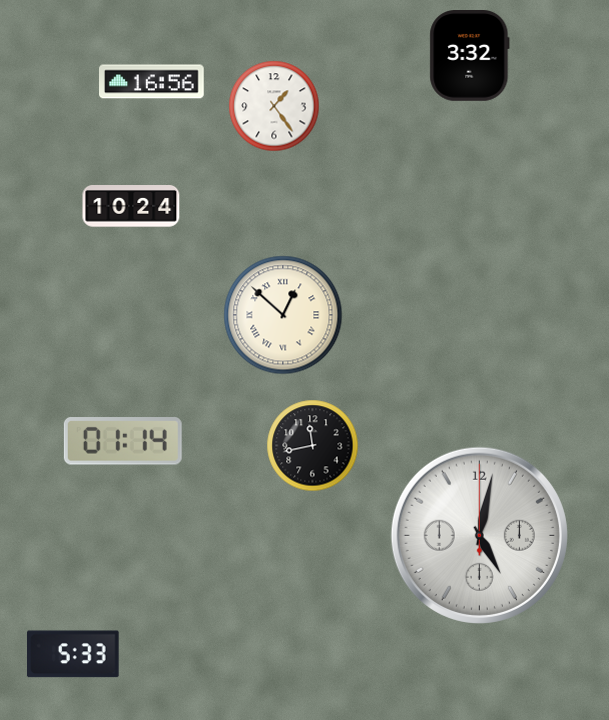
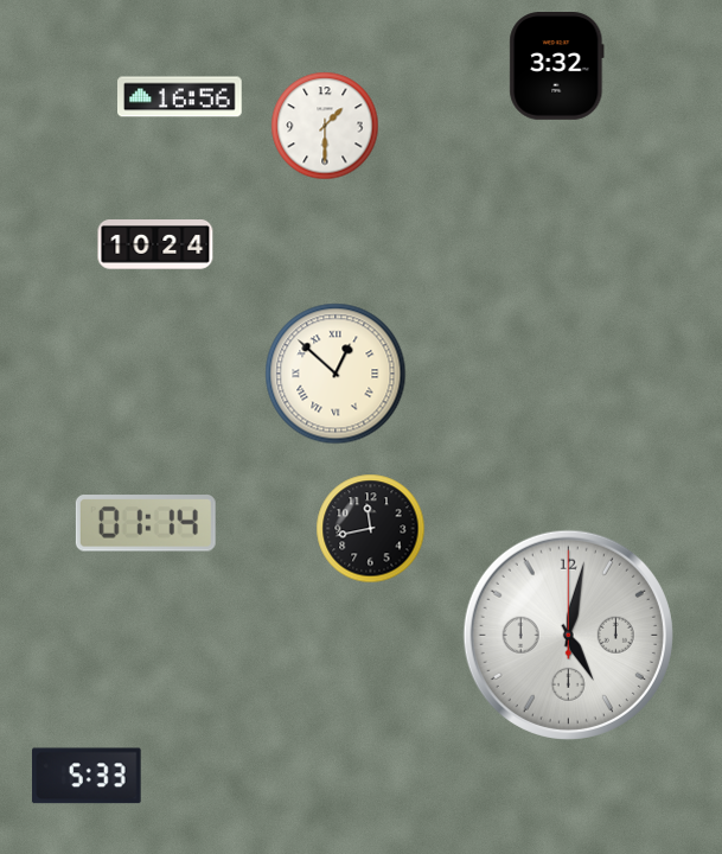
clock at (274, 106): 1:24 -> 1:30
